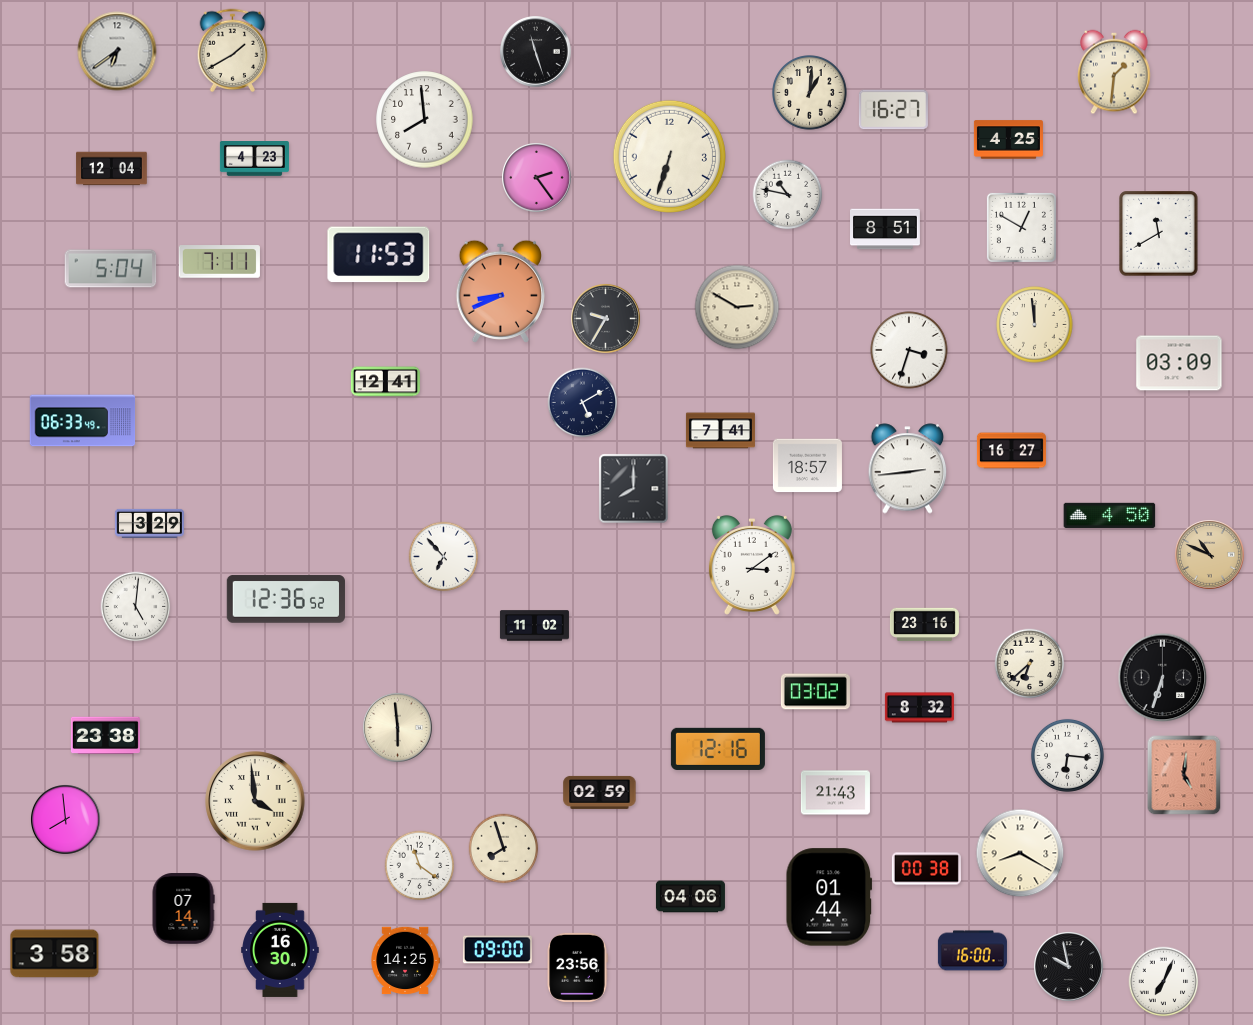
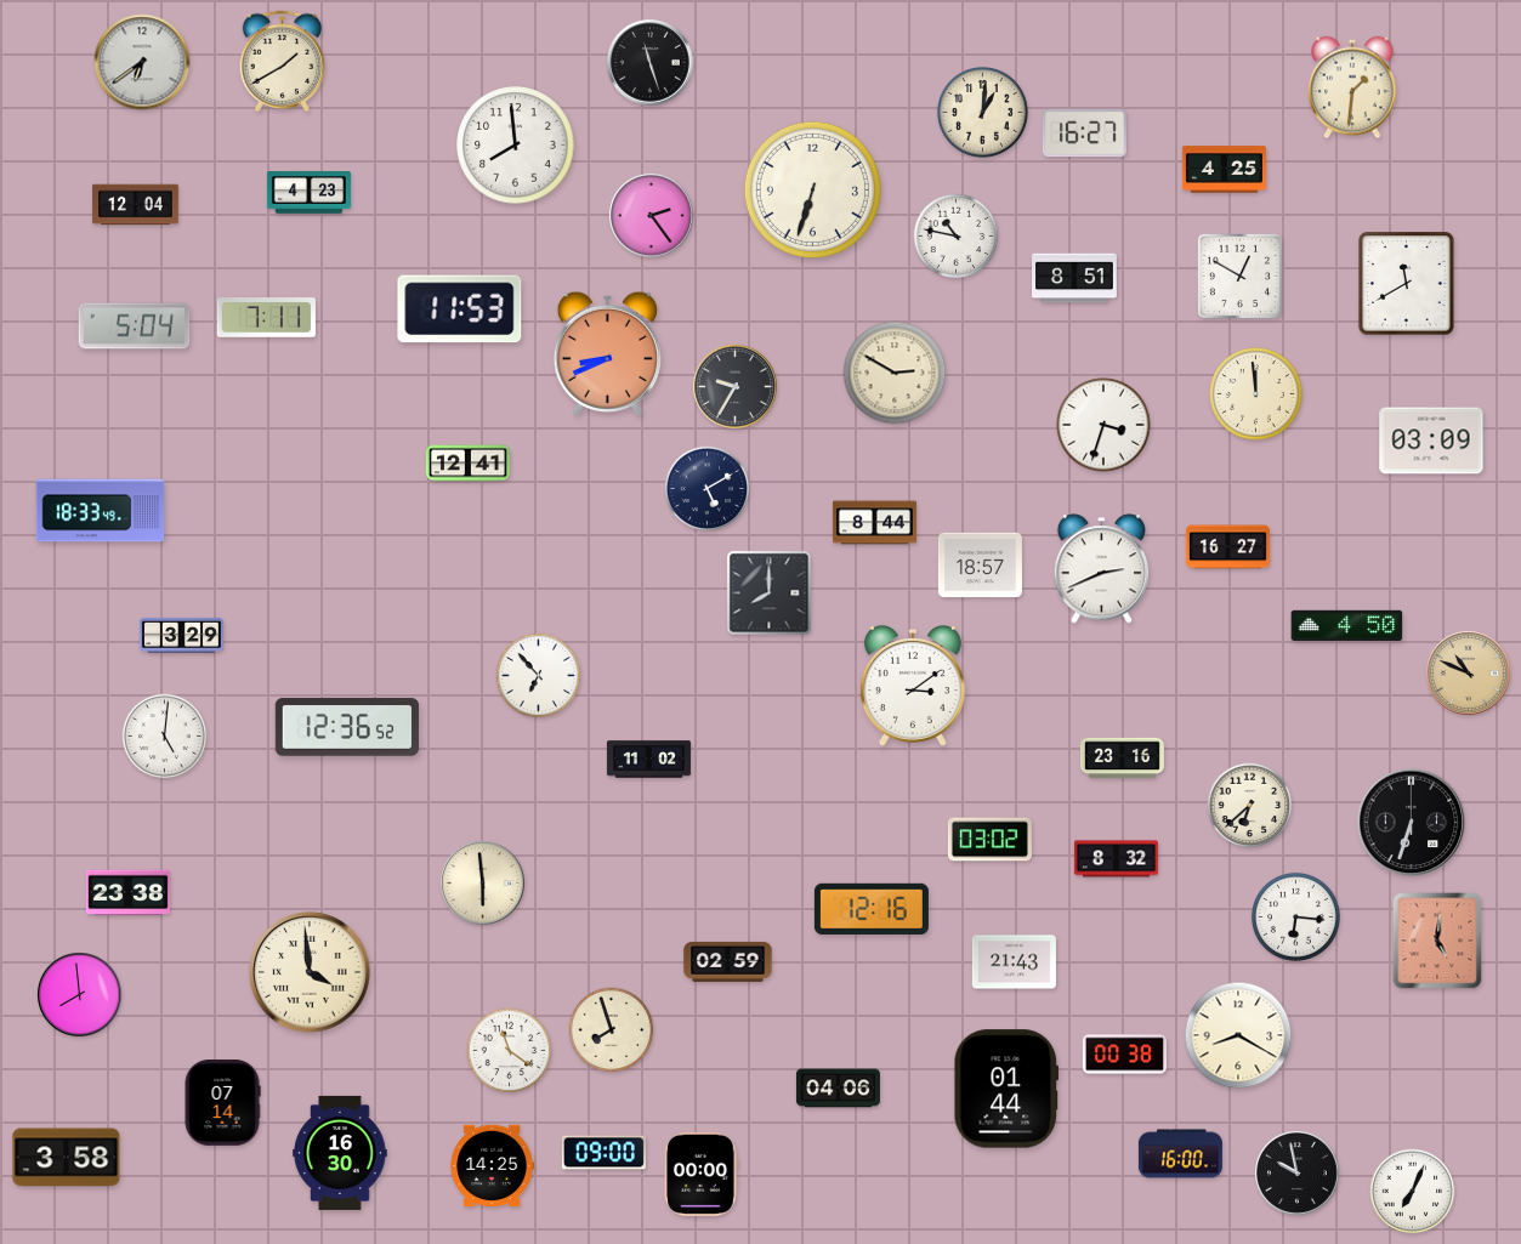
clock at (83, 421): 06:33 -> 18:33
clock at (720, 431): 7:41 -> 8:44
clock at (908, 469): 2:44 -> 2:41
clock at (577, 967): 23:56 -> 00:00
